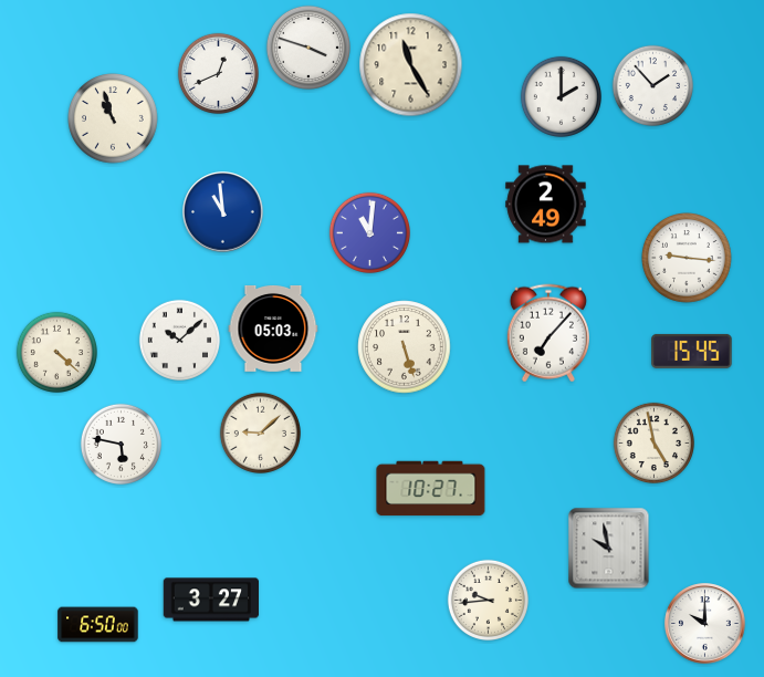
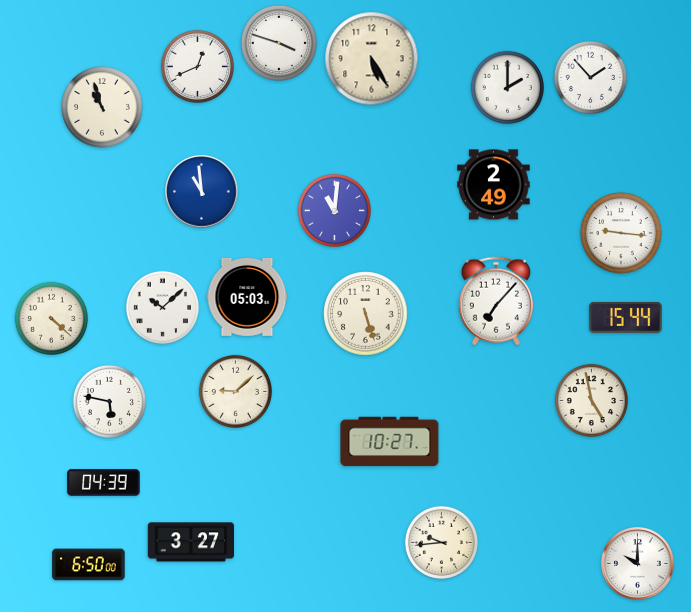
clock at (411, 65): 11:25 -> 5:25
clock at (692, 351): 15:45 -> 15:44
clock at (104, 483): none -> 04:39
clock at (609, 549): 9:58 -> none
